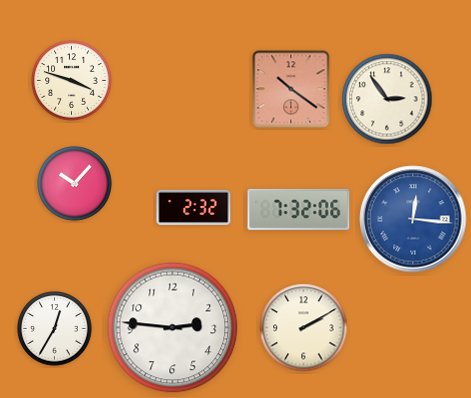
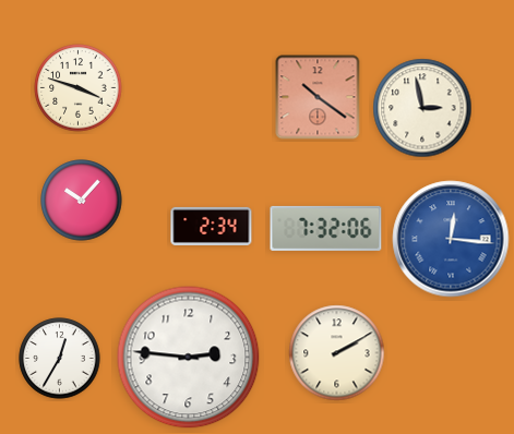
clock at (387, 99): 2:54 -> 2:58
clock at (194, 207): 2:32 -> 2:34
clock at (304, 328) position: (304, 328) -> (337, 353)
